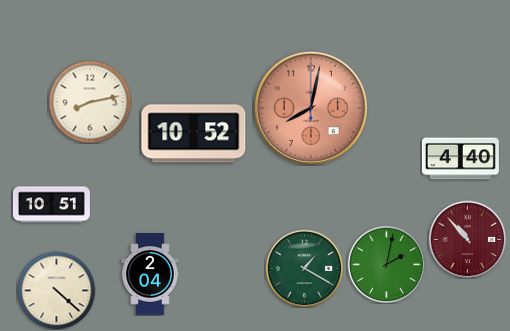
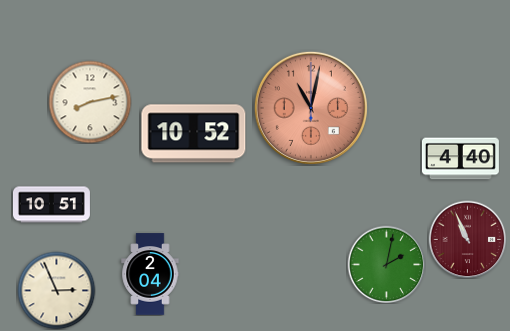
clock at (311, 108): 8:02 -> 11:02
clock at (467, 239): 10:53 -> 10:56
clock at (304, 268): 1:20 -> none
clock at (56, 290): 4:22 -> 2:56
